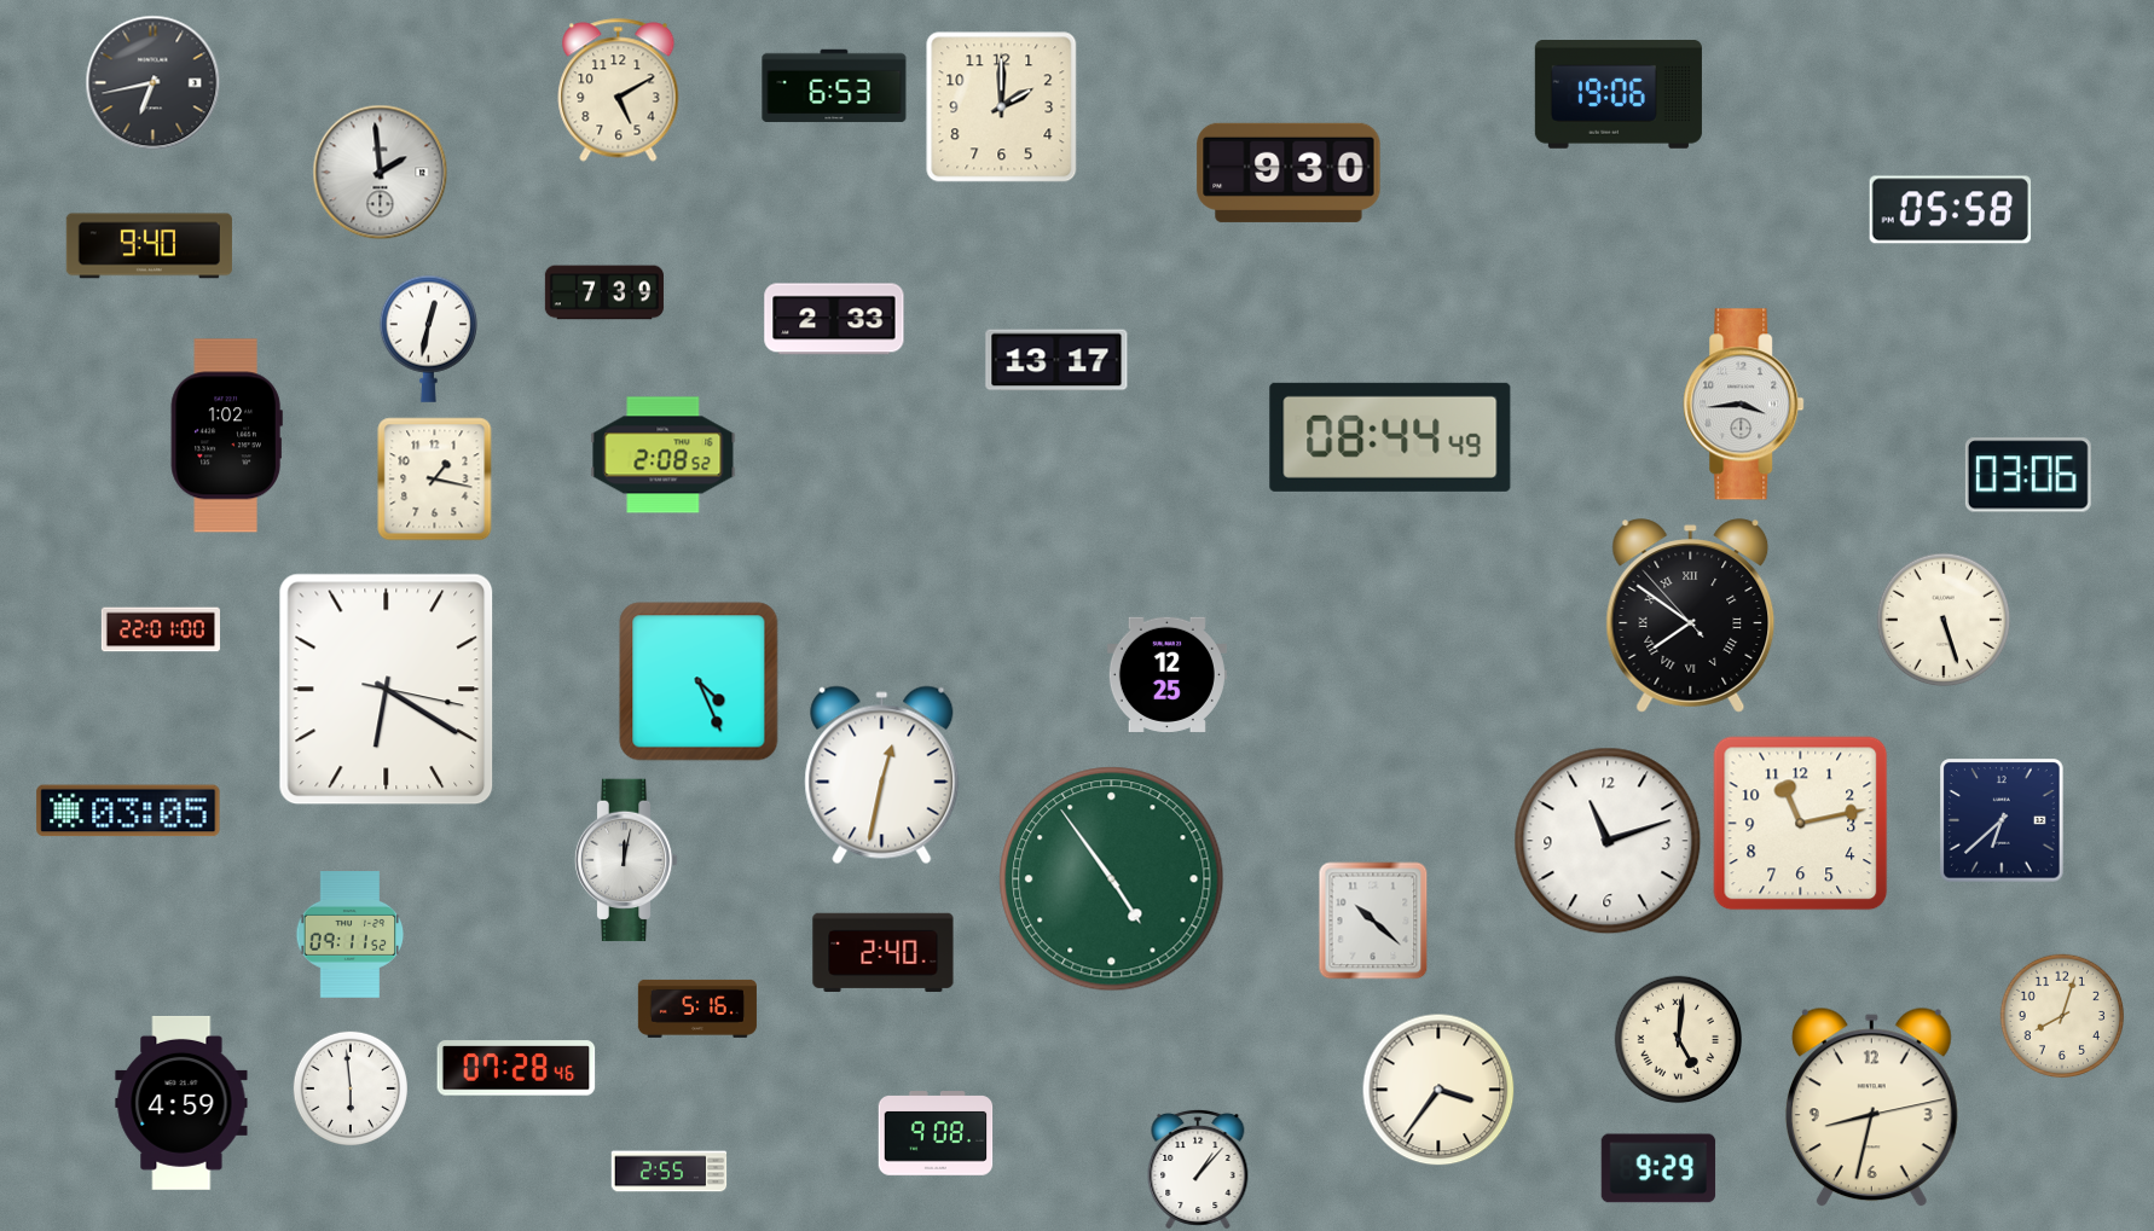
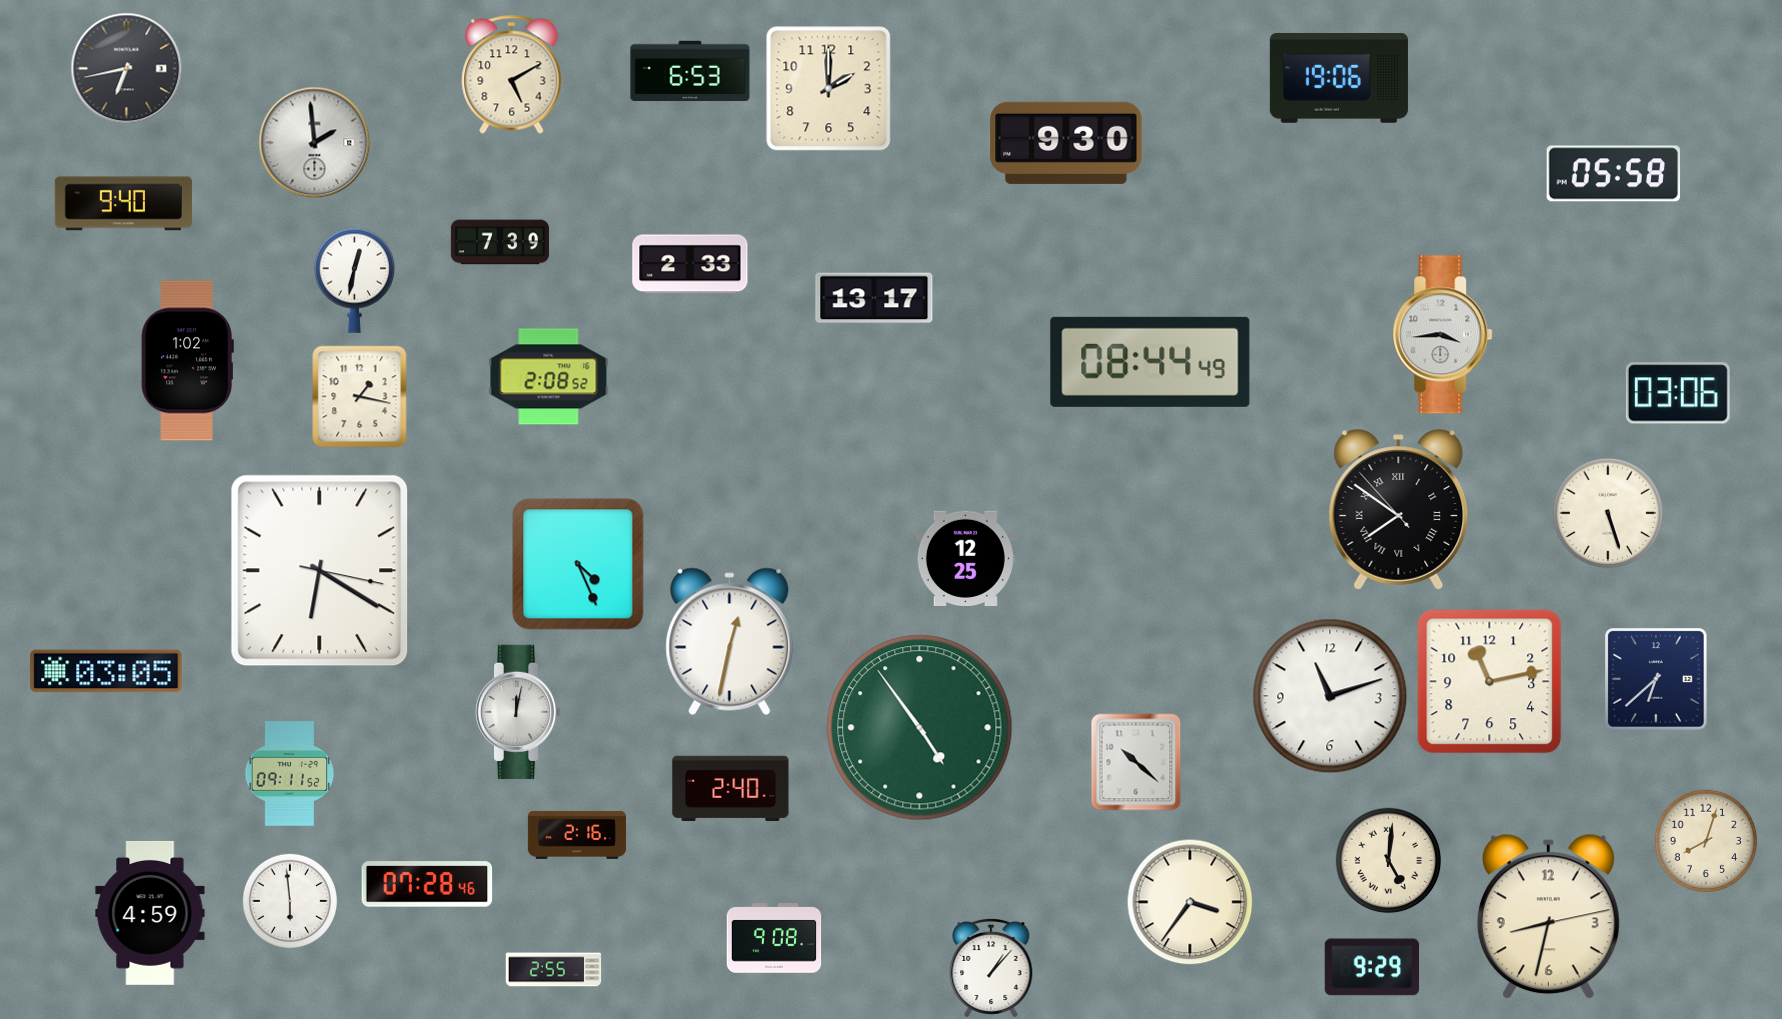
clock at (161, 629): 22:01 -> none
clock at (697, 1009): 5:16 -> 2:16
